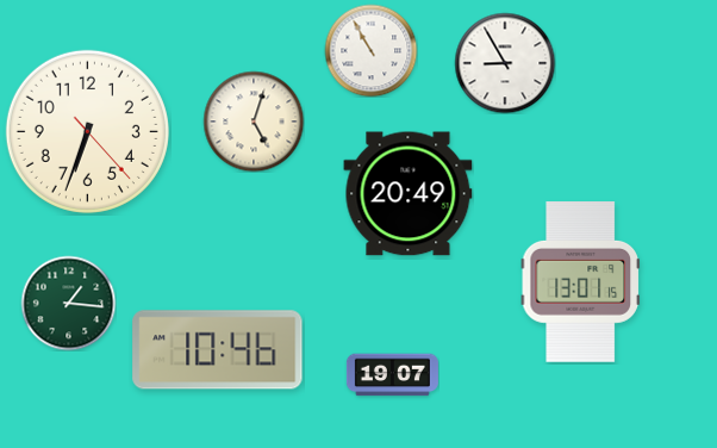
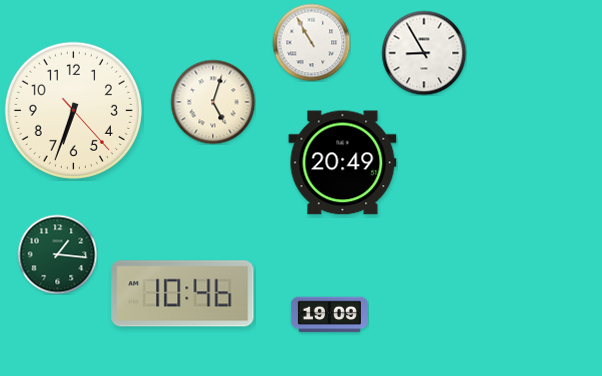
clock at (580, 282): 13:01 -> none
clock at (392, 375): 19:07 -> 19:09
